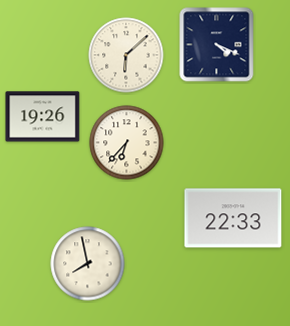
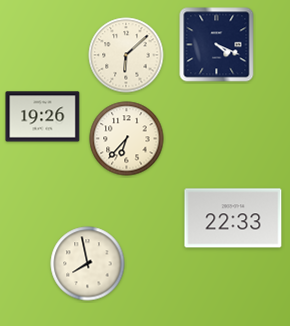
clock at (127, 143) position: (127, 143) -> (127, 139)
